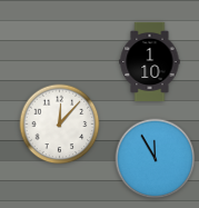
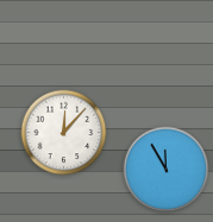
clock at (150, 61): 1:10 -> none
